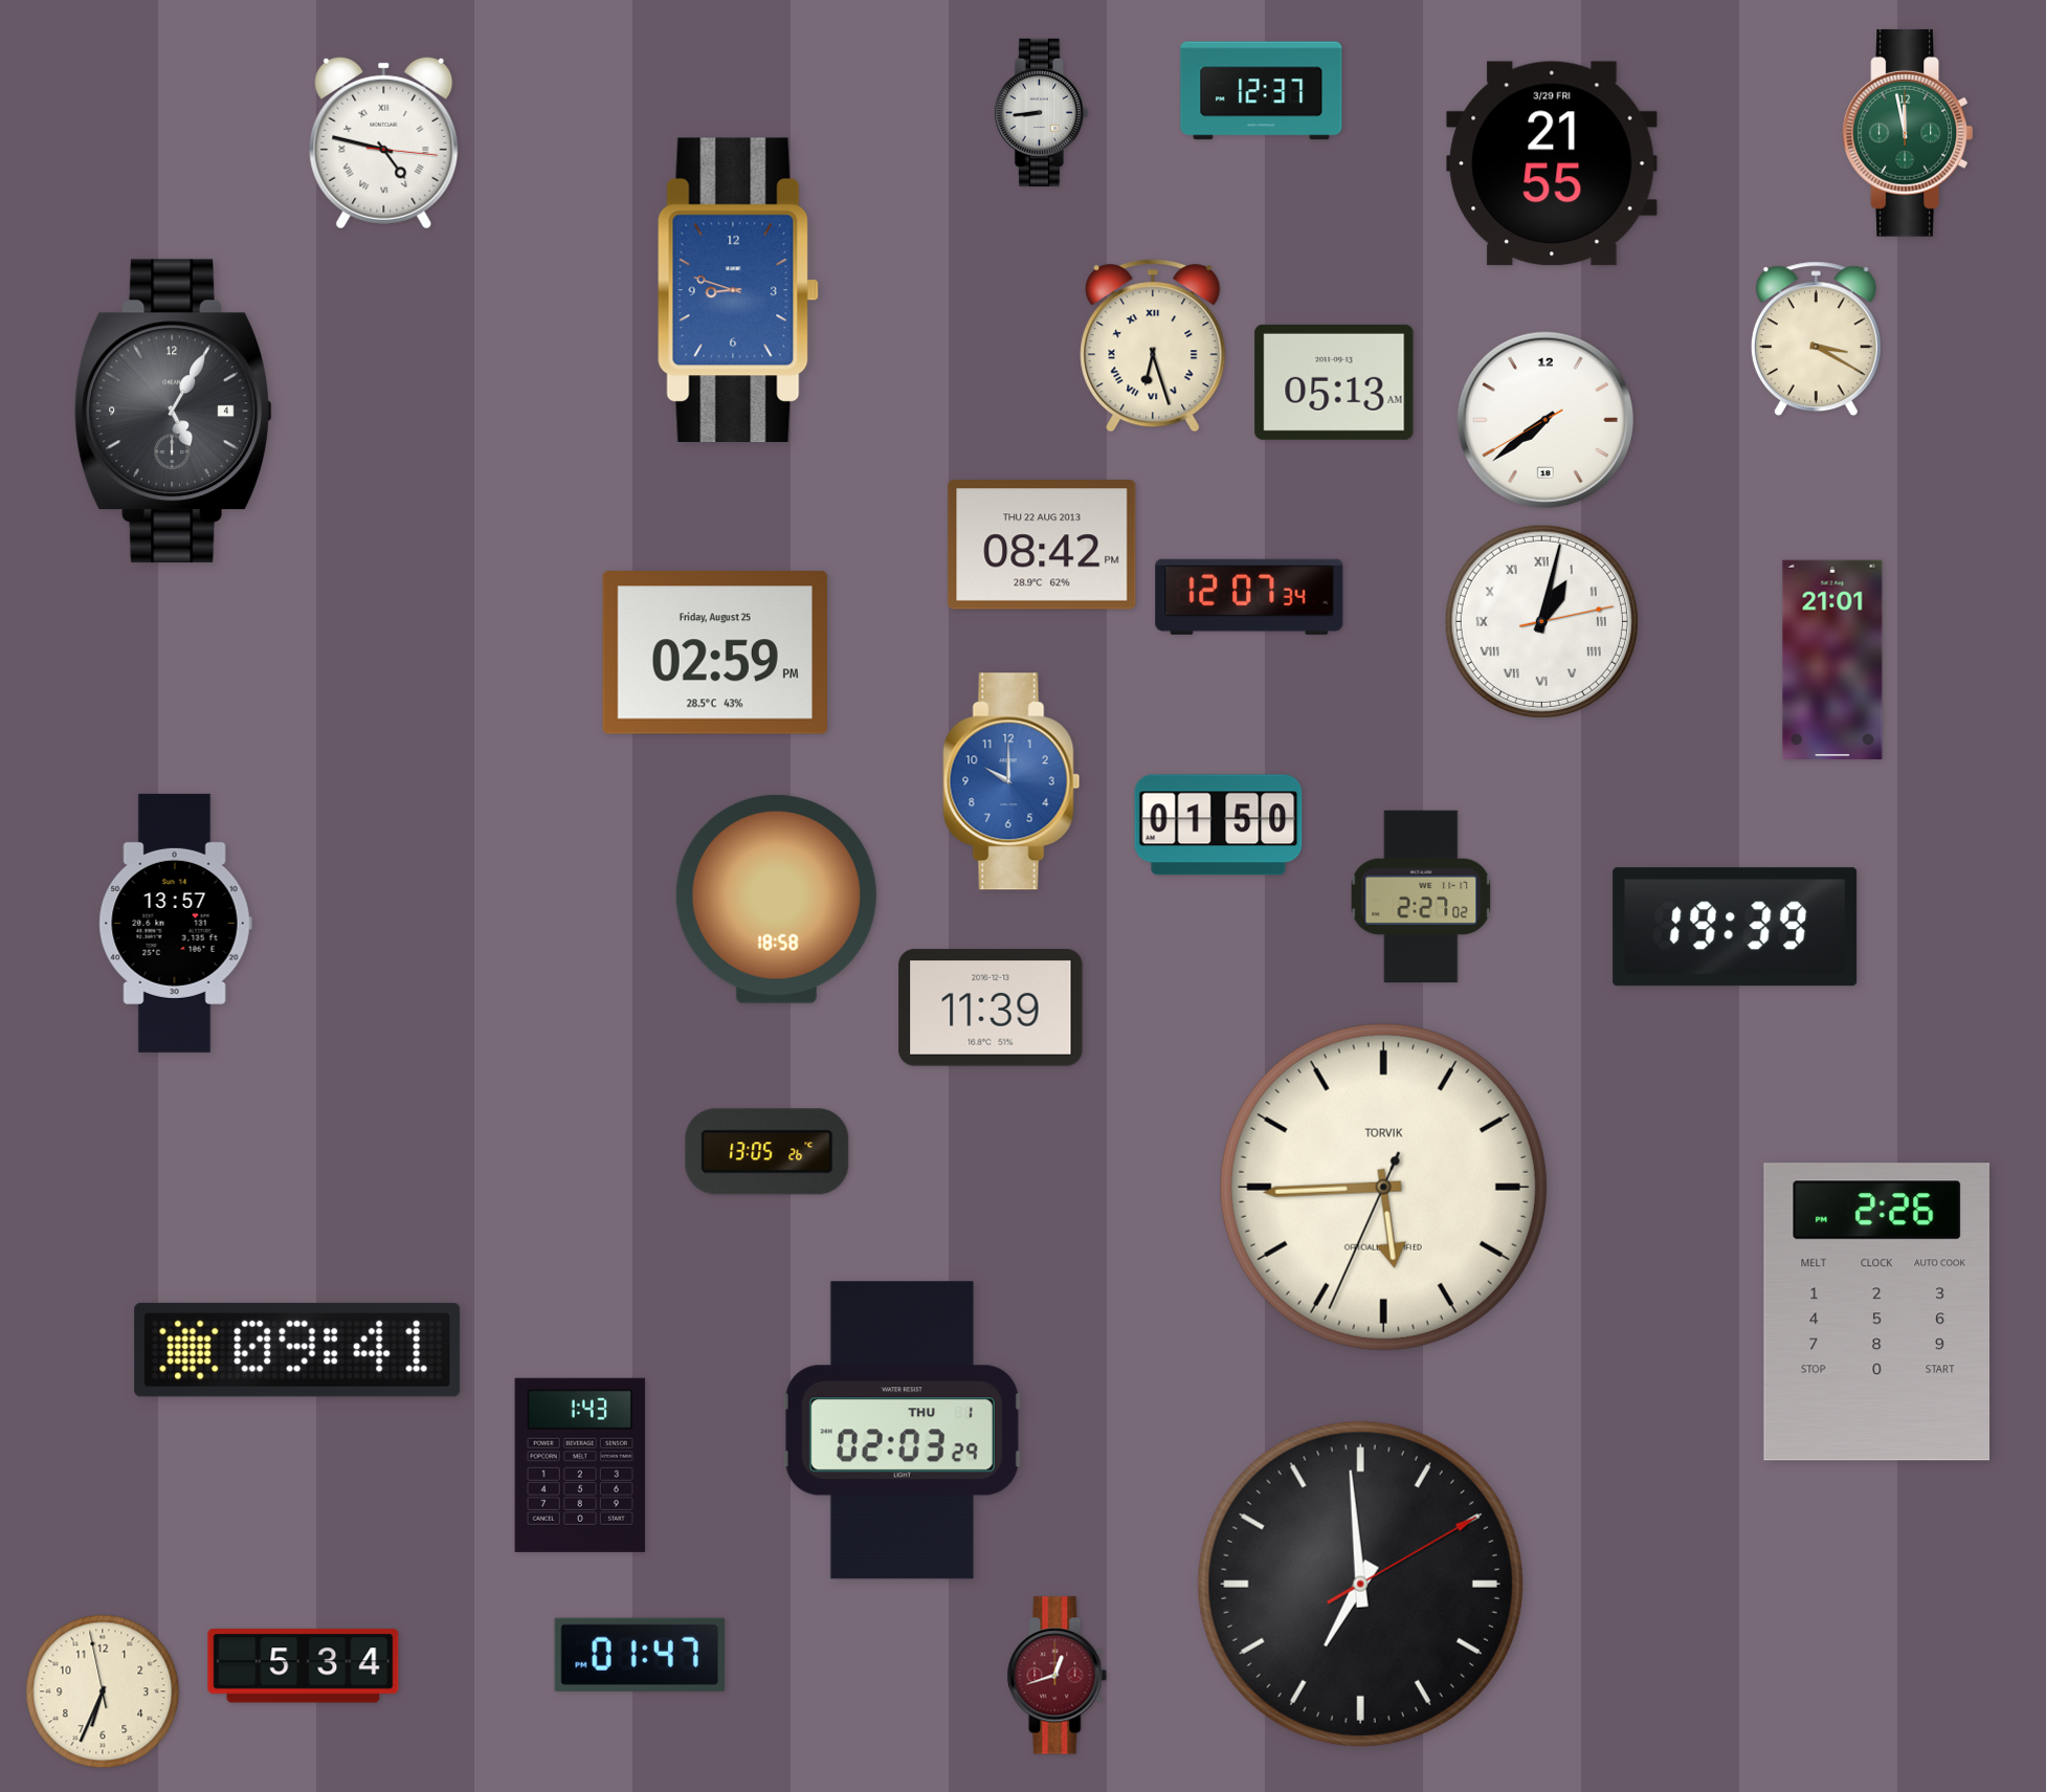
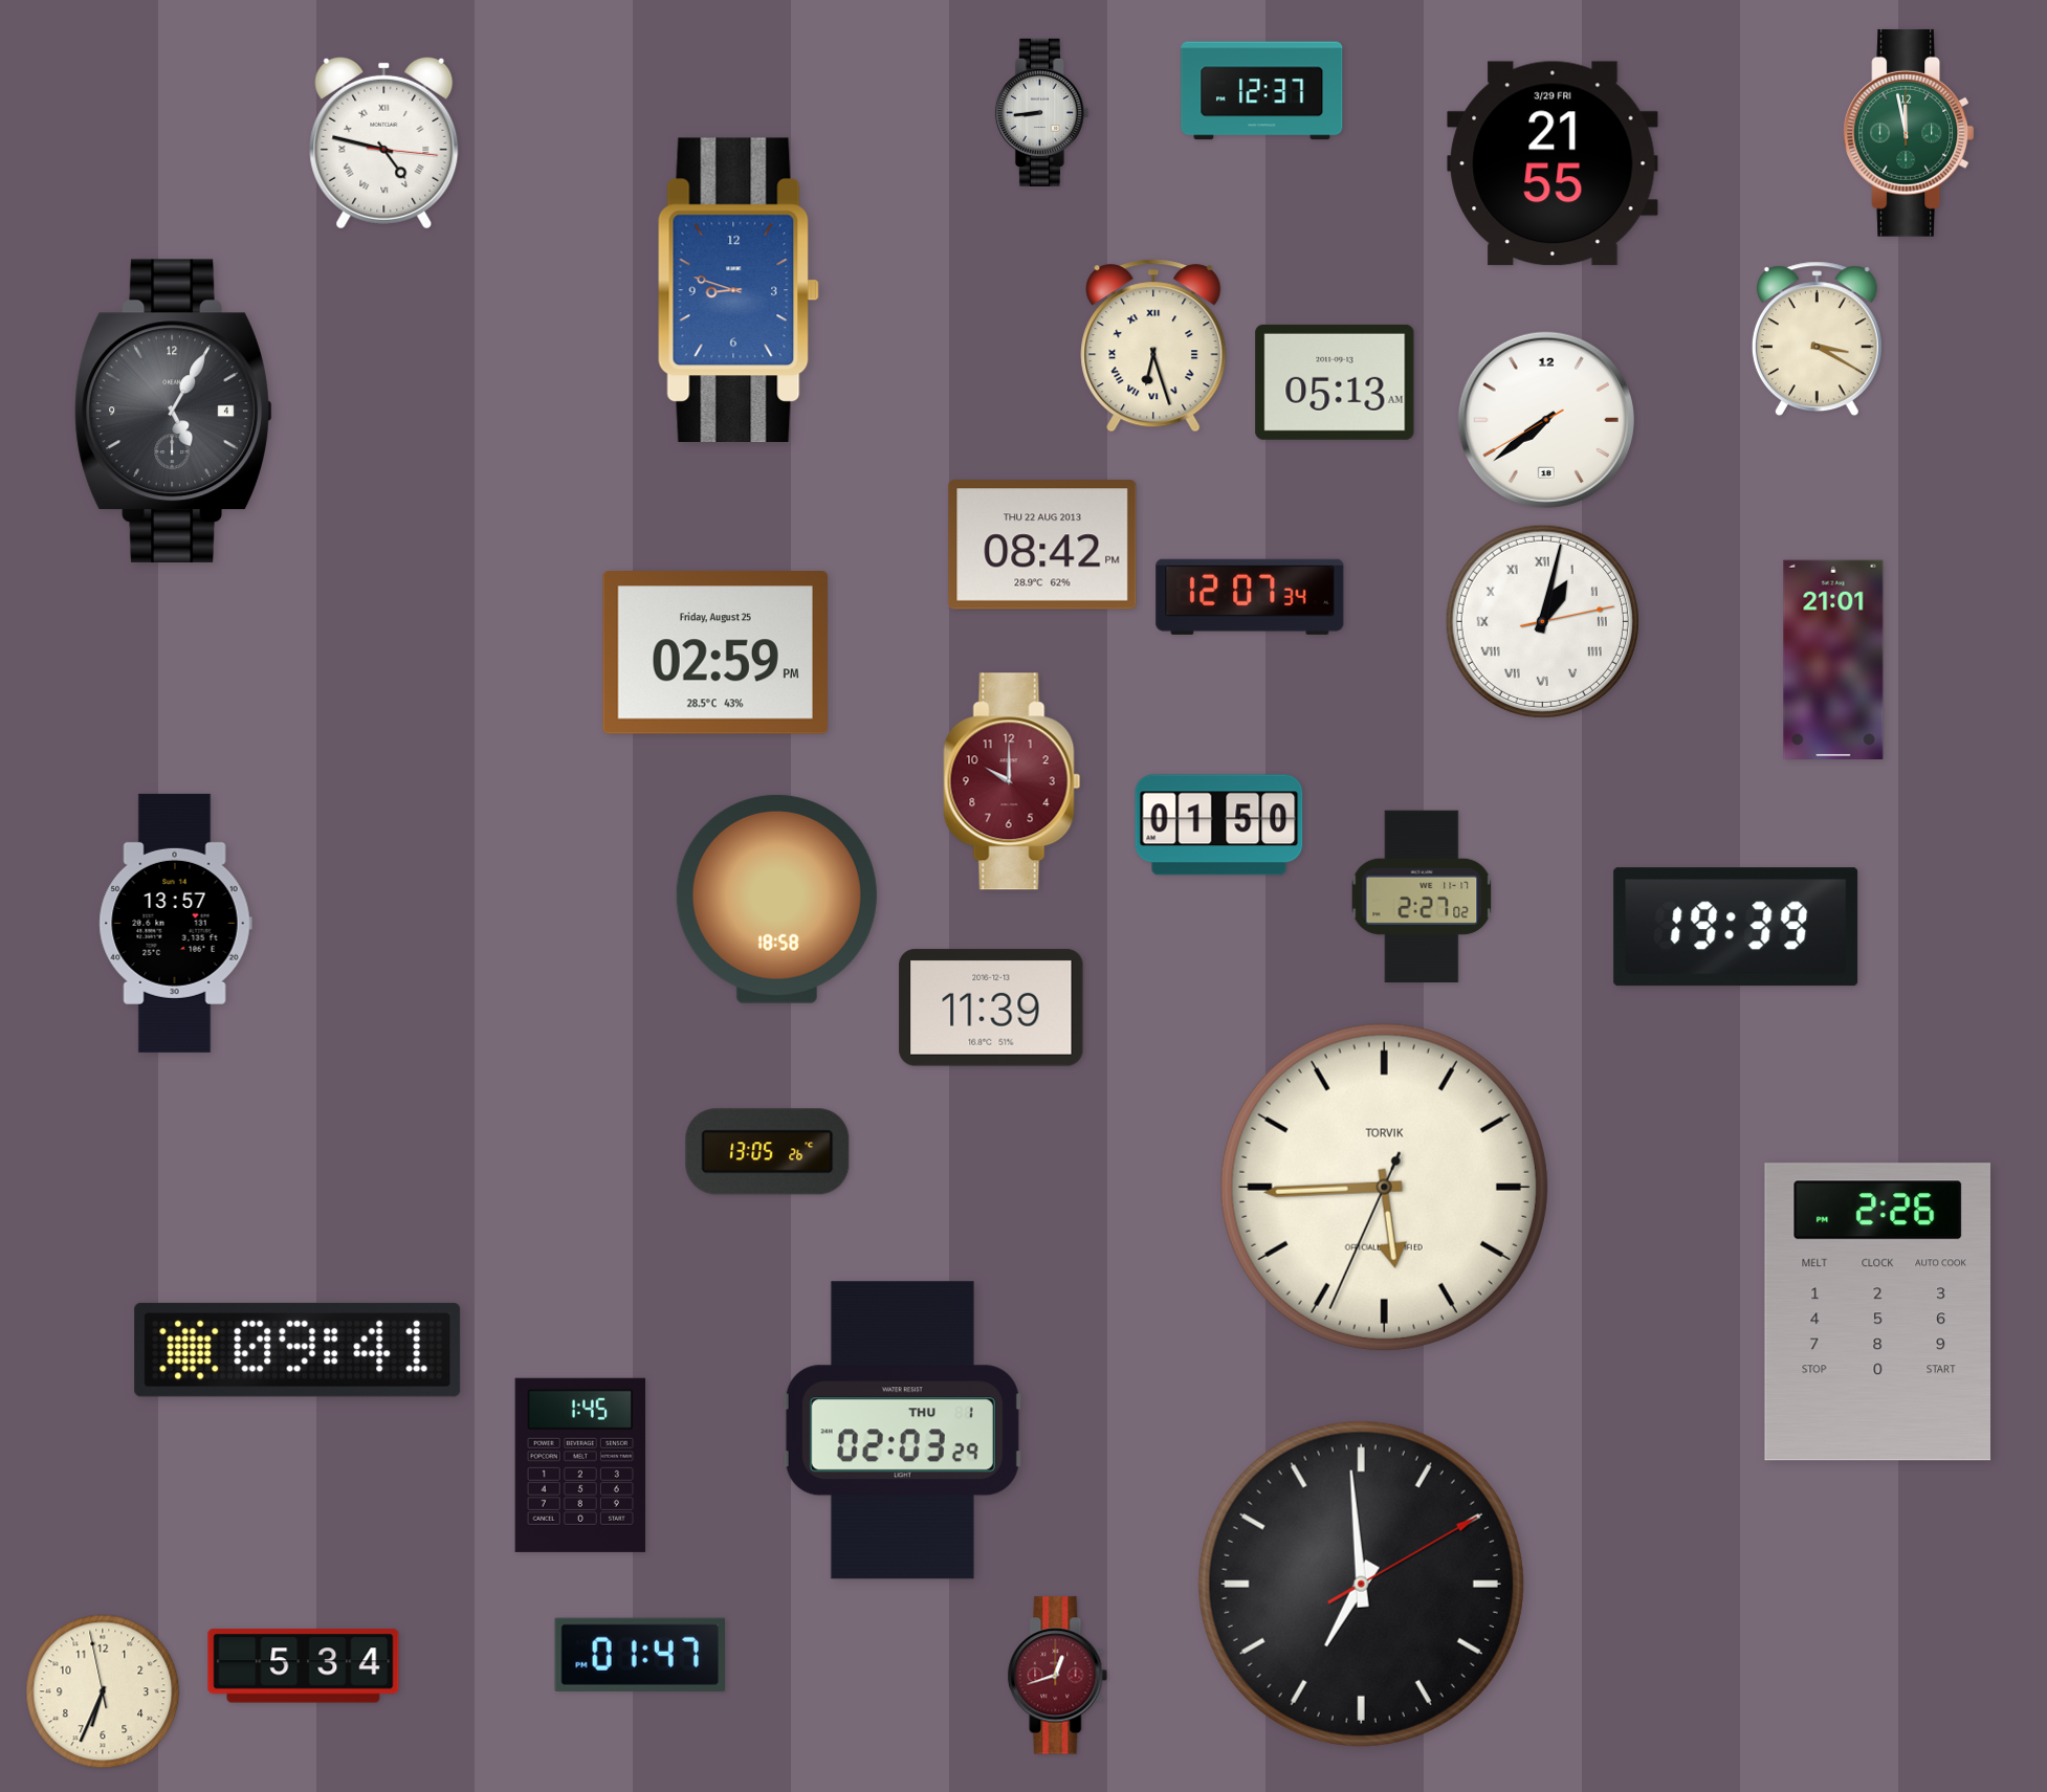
clock at (1011, 781) dial: blue -> burgundy
clock at (580, 1465): 1:43 -> 1:45
